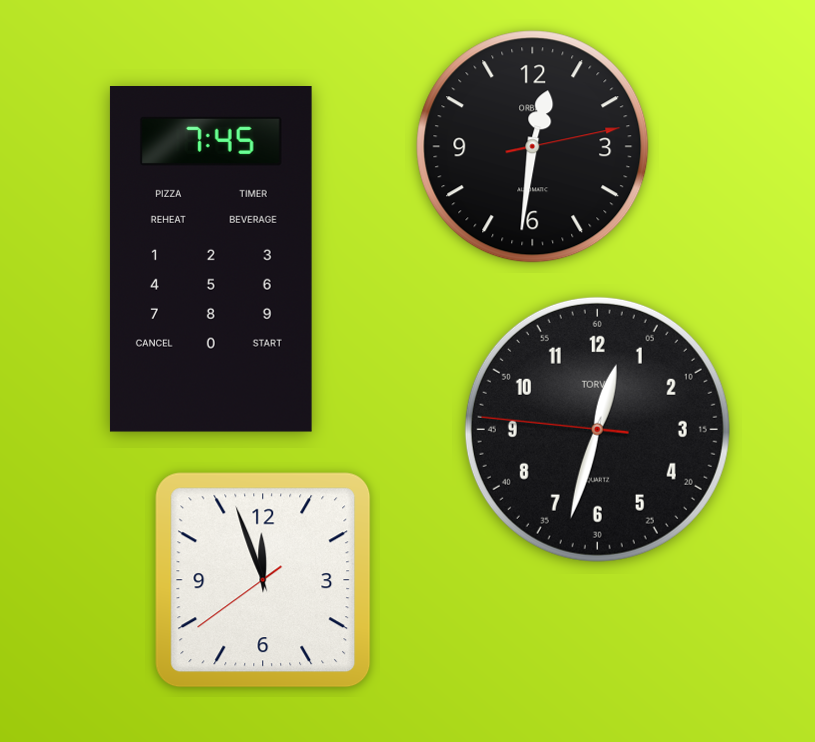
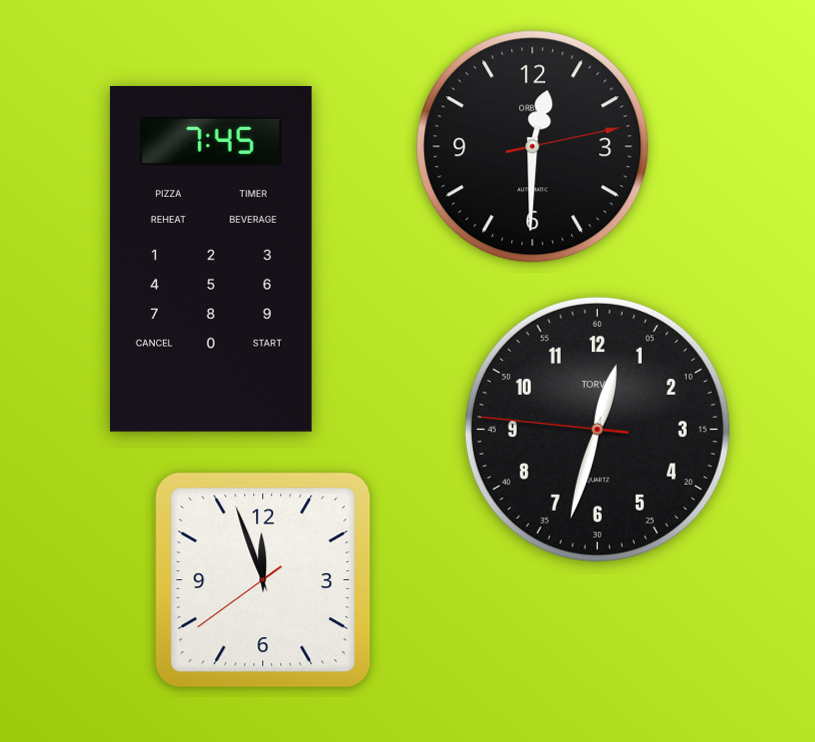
clock at (533, 147): 12:31 -> 12:30
